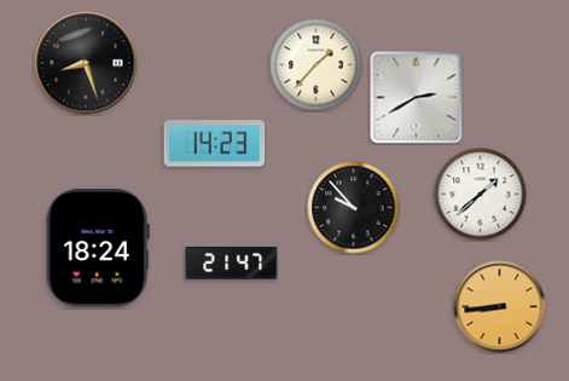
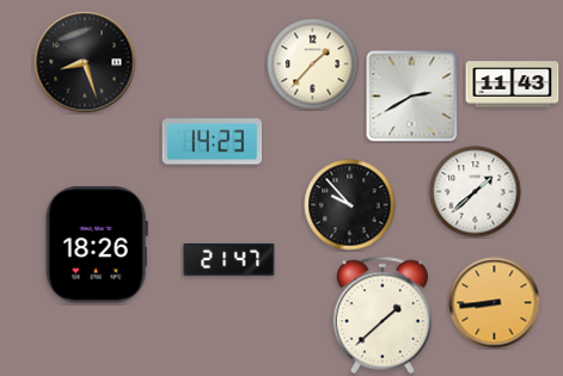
clock at (513, 85): none -> 11:43
clock at (98, 248): 18:24 -> 18:26
clock at (383, 315): none -> 1:38
